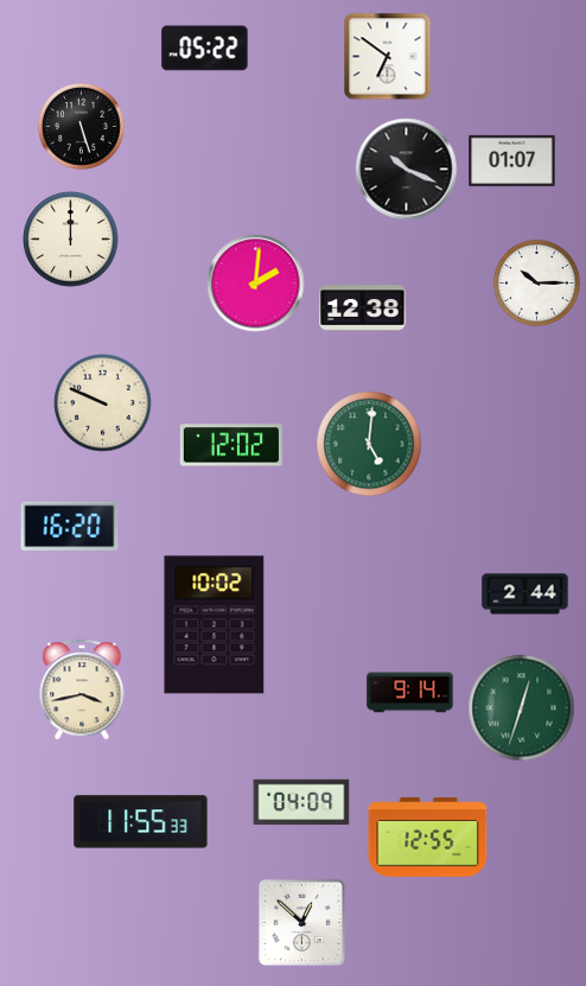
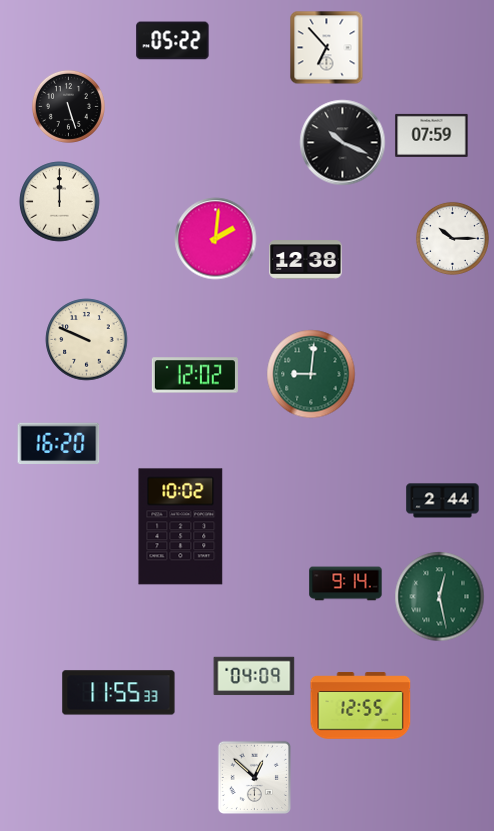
clock at (388, 57): 6:51 -> 6:53
clock at (512, 160): 01:07 -> 07:59
clock at (369, 444): 5:01 -> 9:01
clock at (82, 689): 3:43 -> none
clock at (522, 708): 12:33 -> 12:28
